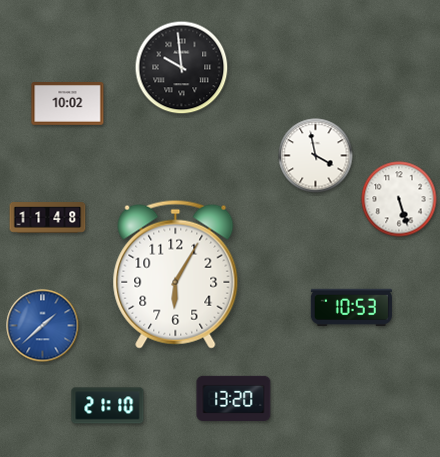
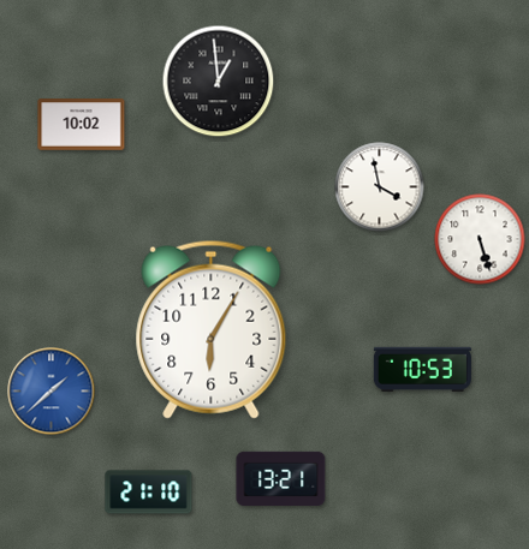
clock at (182, 68): 9:59 -> 12:59
clock at (48, 218): 11:48 -> none
clock at (234, 398): 13:20 -> 13:21
clock at (108, 406) position: (108, 406) -> (149, 493)
